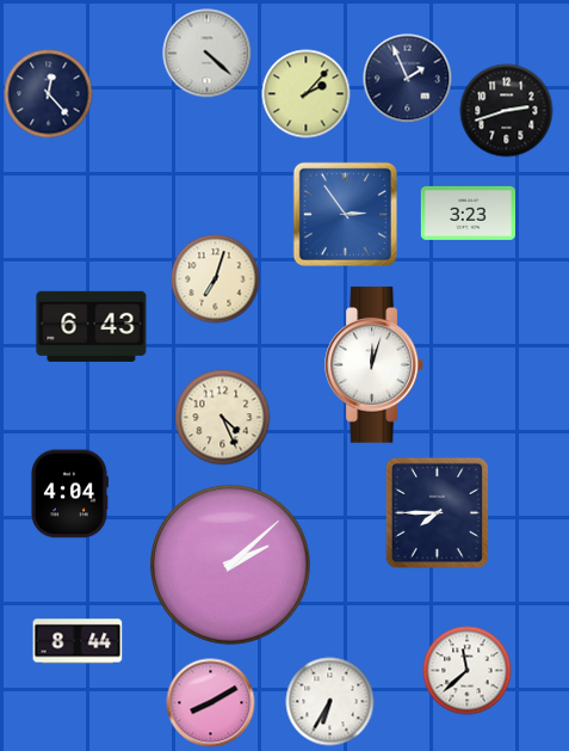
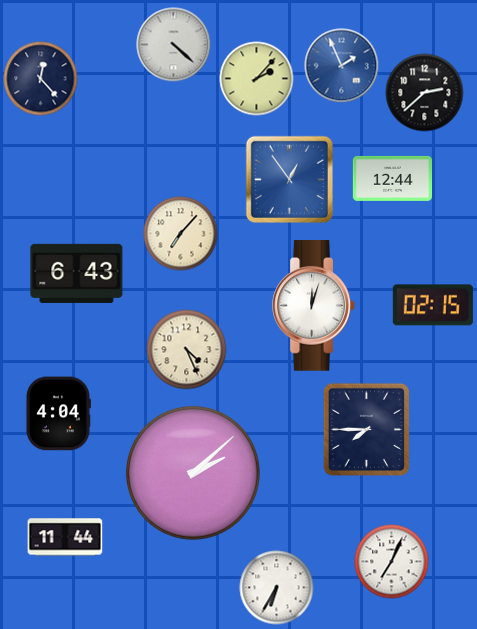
clock at (408, 79) dial: navy -> blue
clock at (507, 111): 2:42 -> 2:38
clock at (468, 213): 3:23 -> 12:44
clock at (345, 214): 2:54 -> 12:54
clock at (216, 279): 7:03 -> 7:07
clock at (433, 305): none -> 02:15
clock at (78, 641): 8:44 -> 11:44
clock at (468, 671): 11:38 -> 7:04
clock at (211, 703): 8:10 -> none
